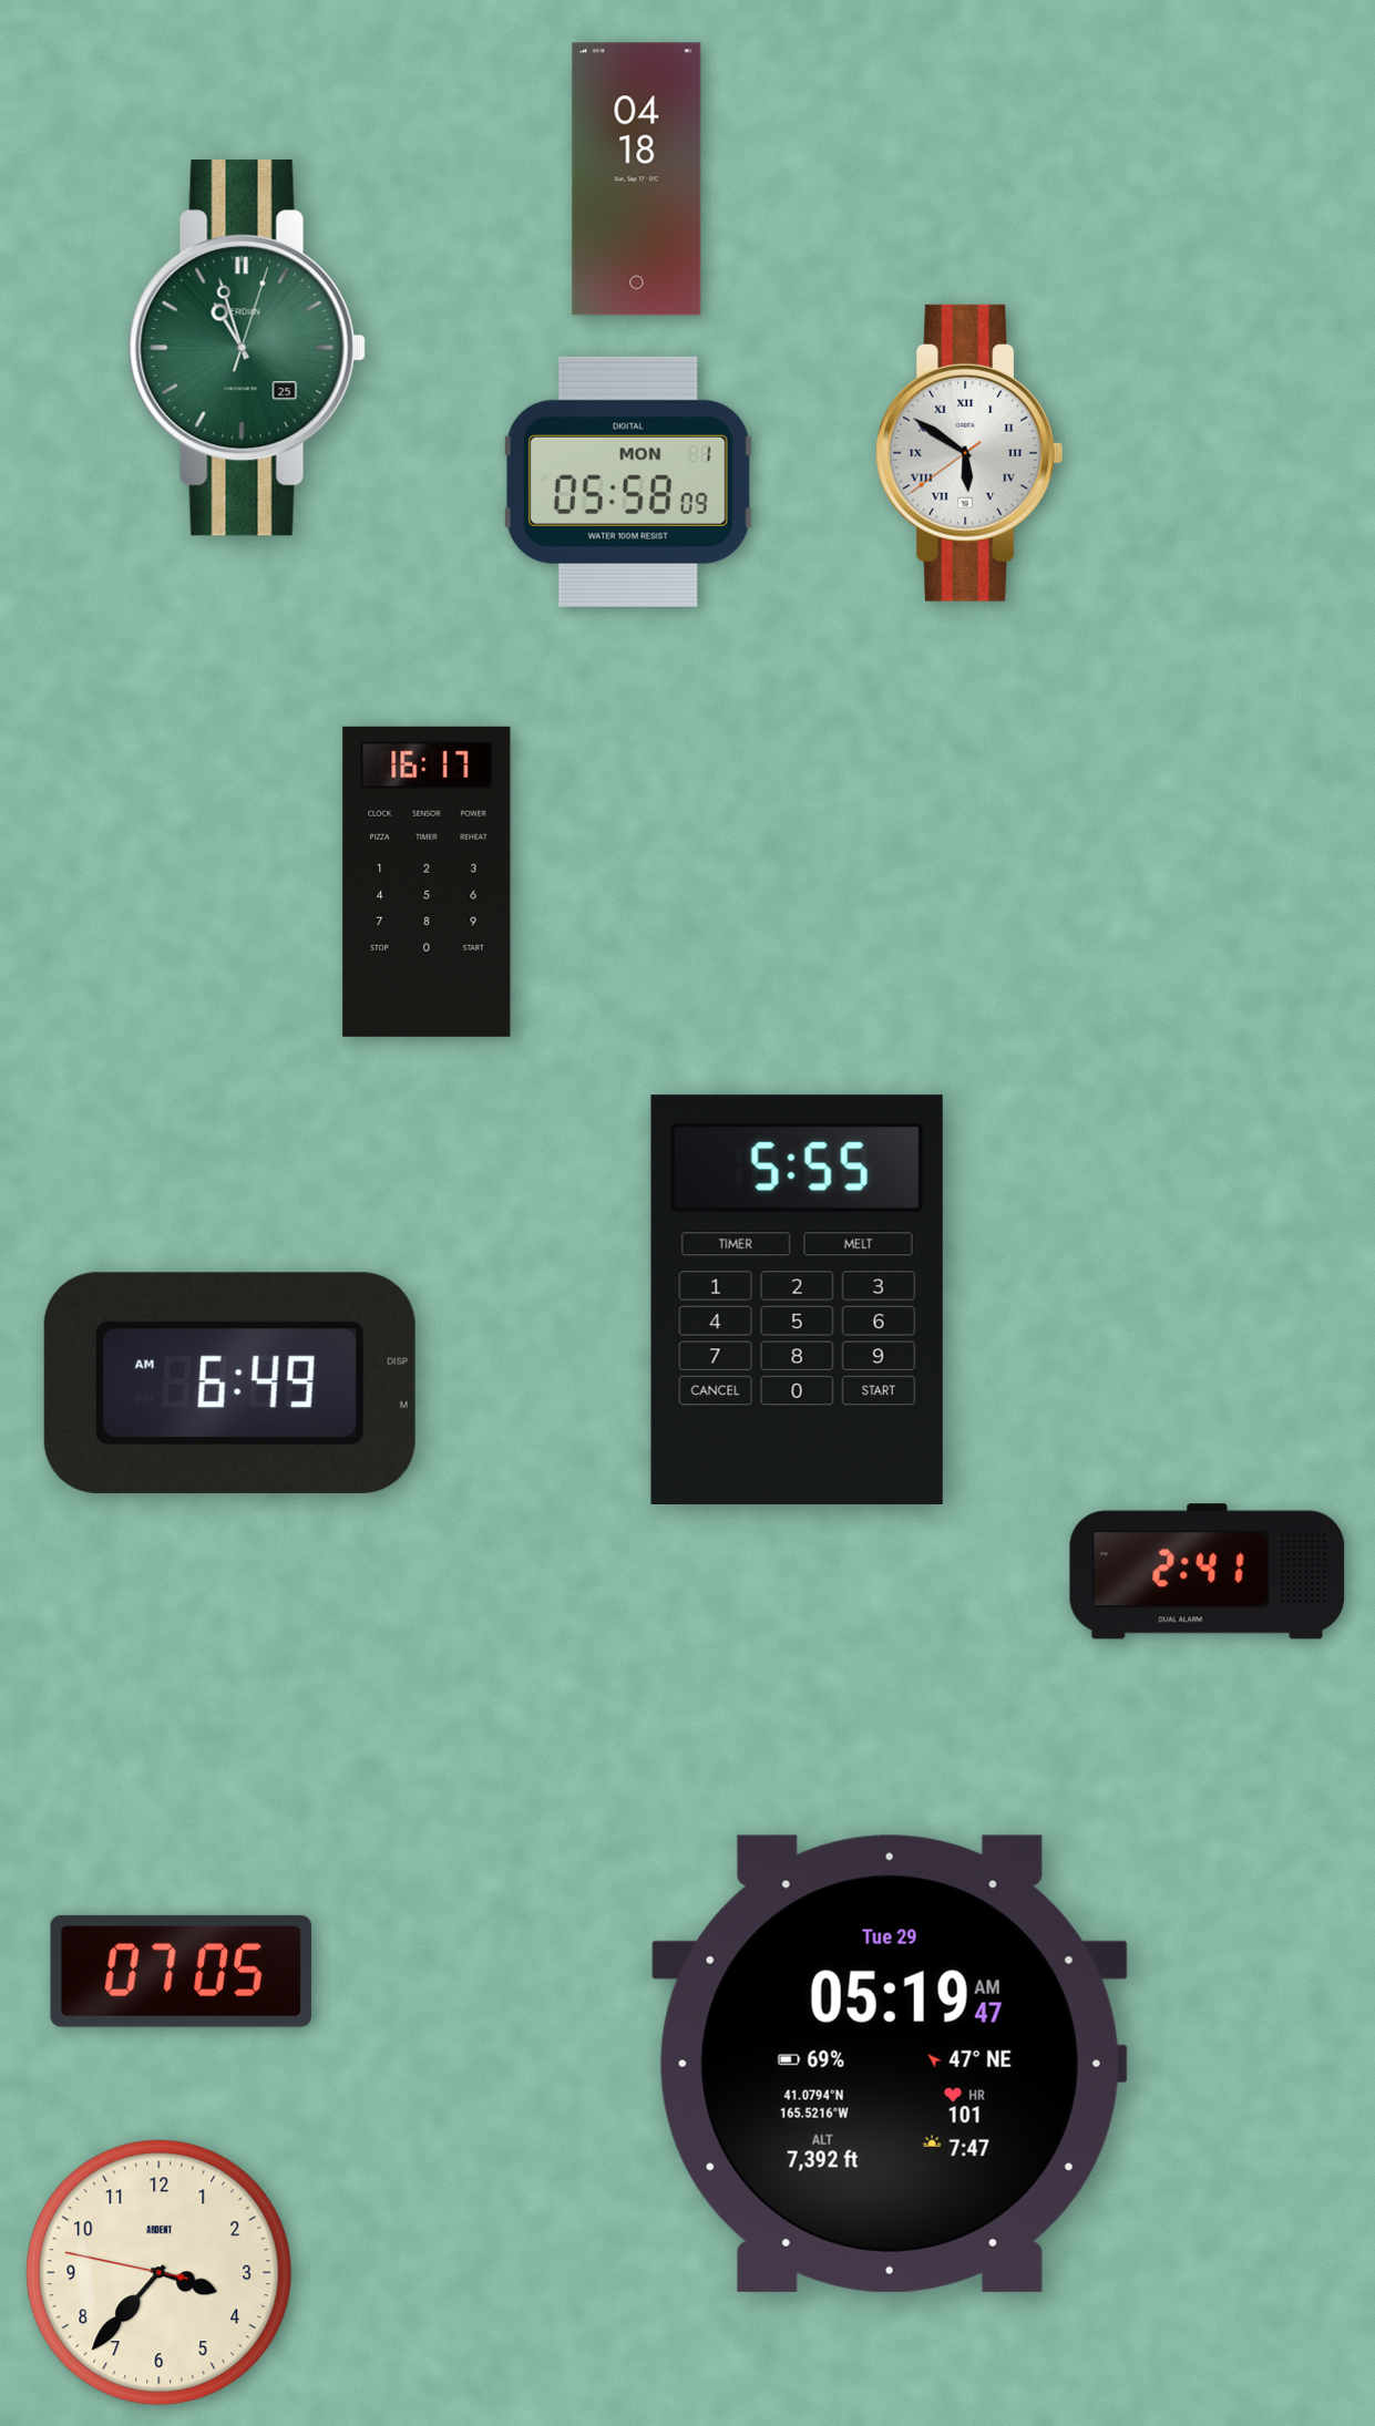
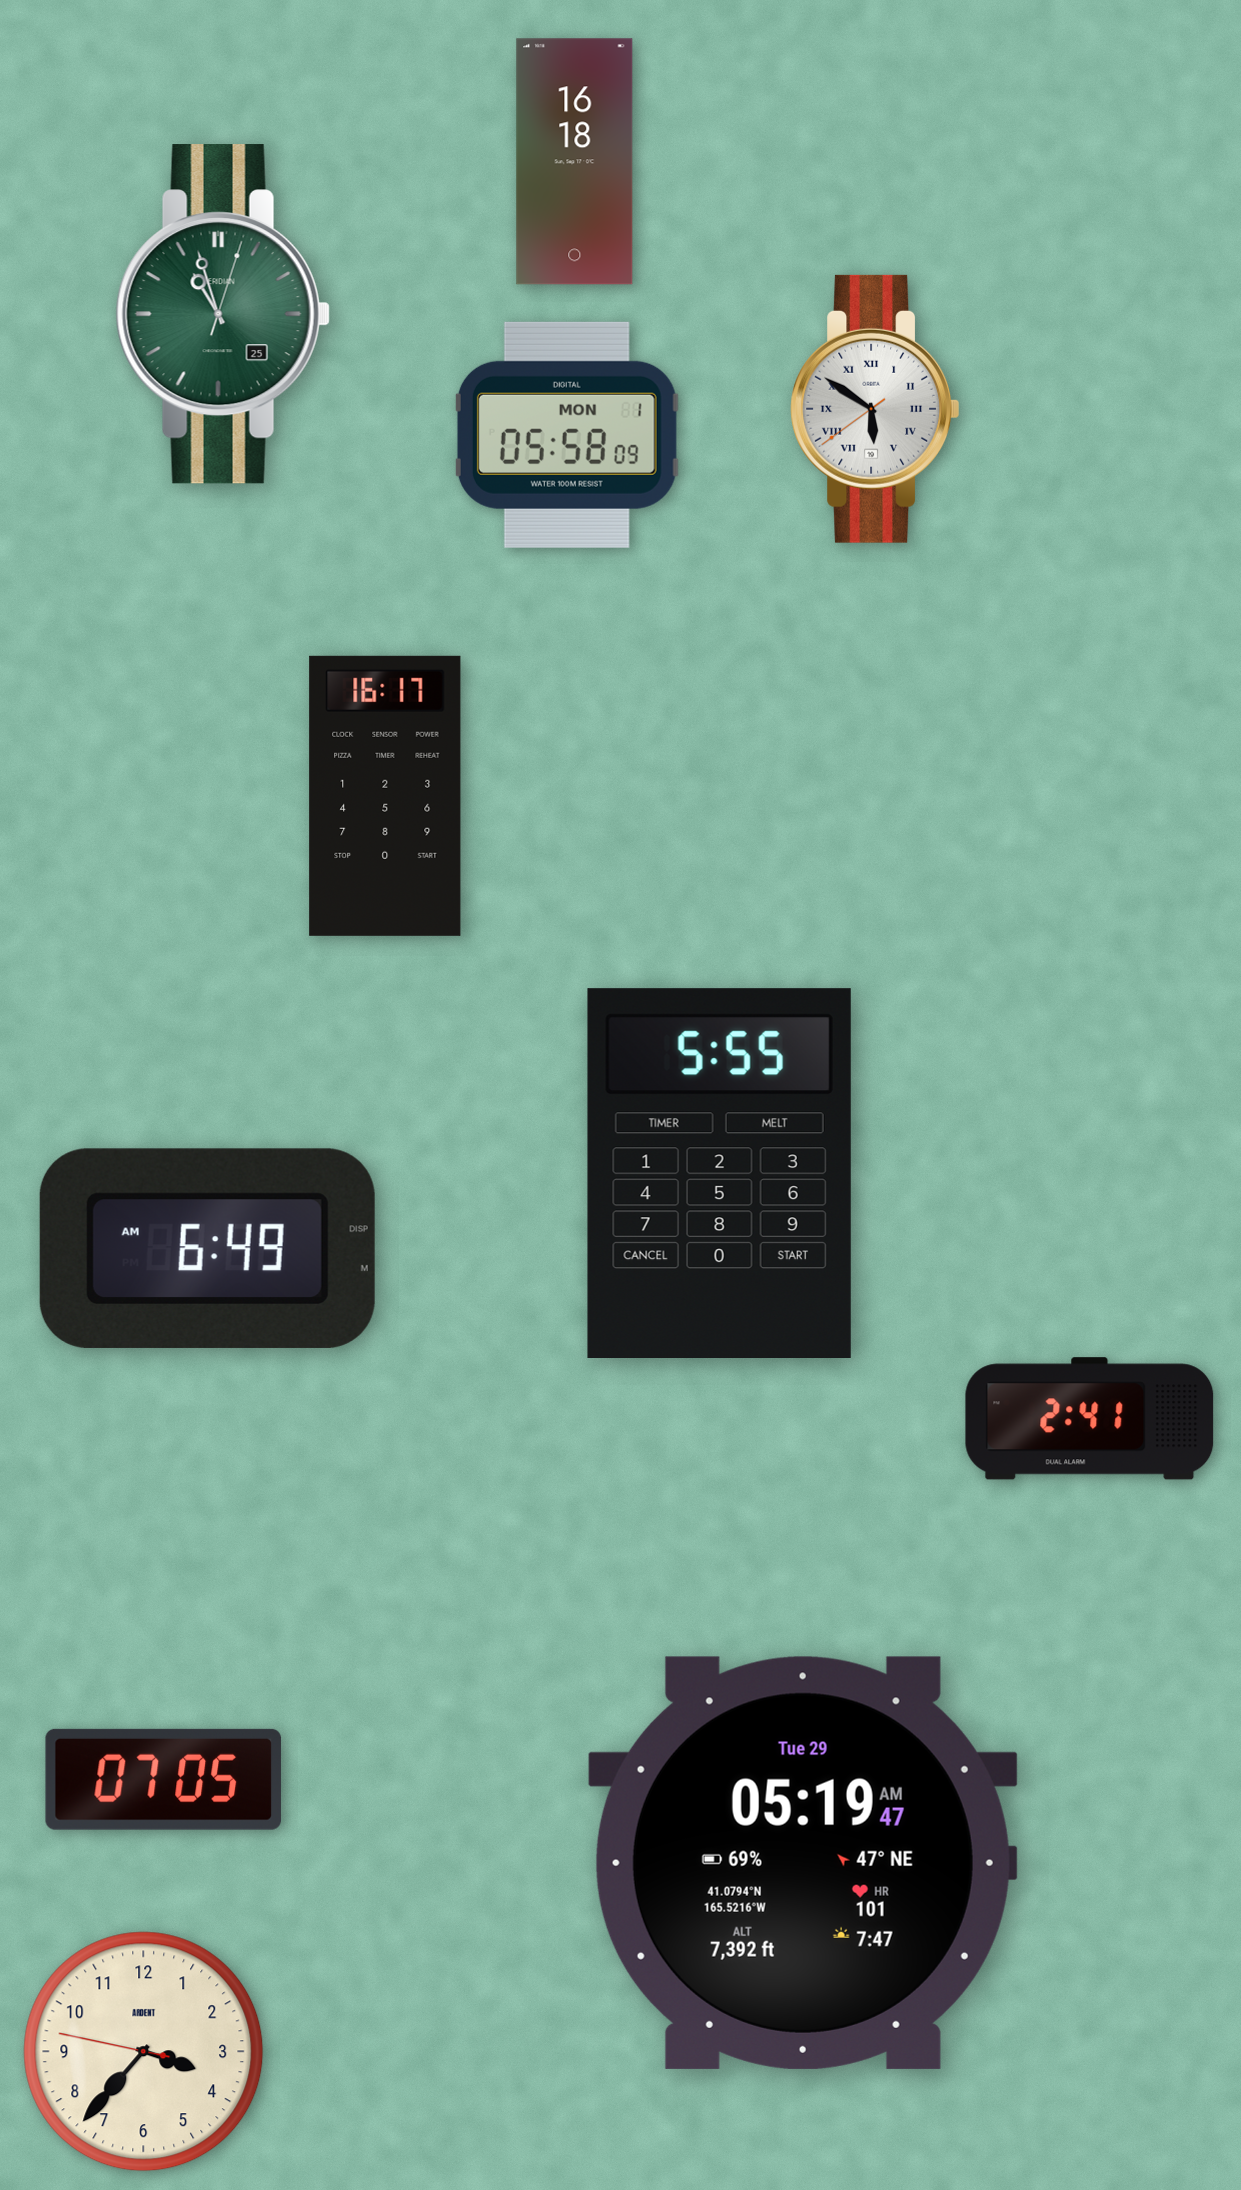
clock at (637, 179): 04:18 -> 16:18
